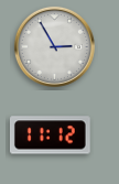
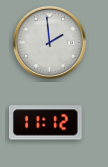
clock at (54, 46): 2:55 -> 1:59
